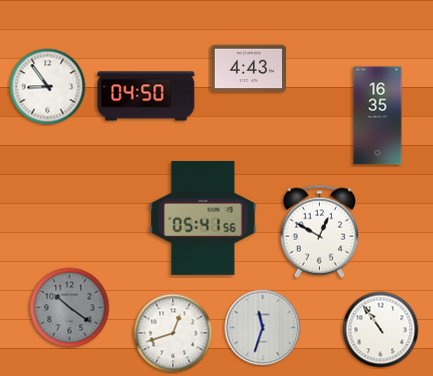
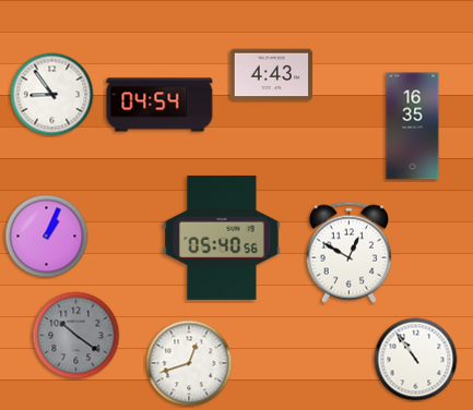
clock at (146, 96): 04:50 -> 04:54
clock at (47, 237): none -> 1:04
clock at (203, 219): 05:41 -> 05:40
clock at (263, 328): 11:33 -> none
